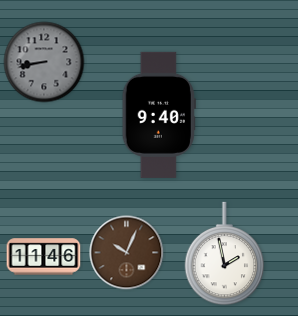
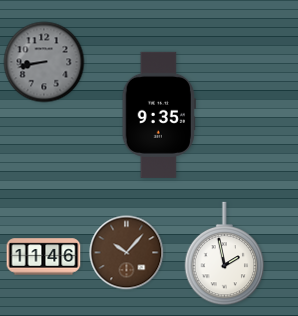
clock at (159, 115): 9:40 -> 9:35
clock at (127, 253): 10:04 -> 10:07
